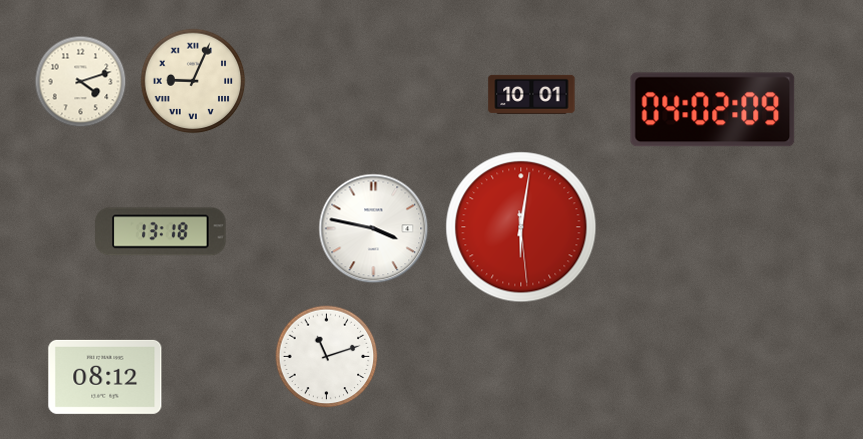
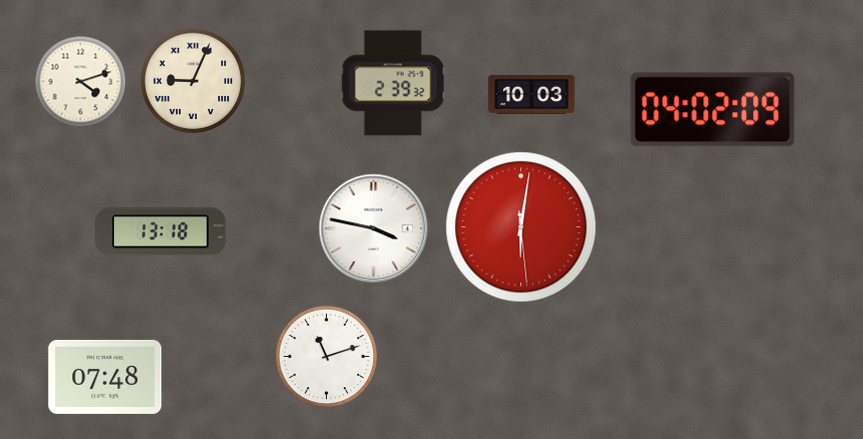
clock at (393, 83): none -> 2:39
clock at (532, 94): 10:01 -> 10:03
clock at (105, 377): 08:12 -> 07:48
